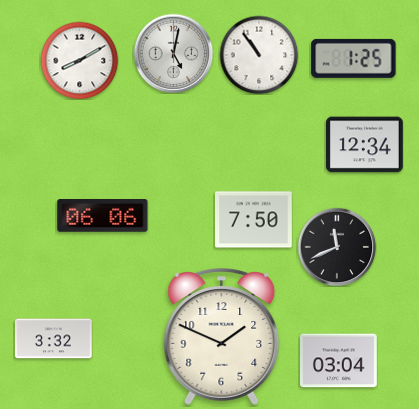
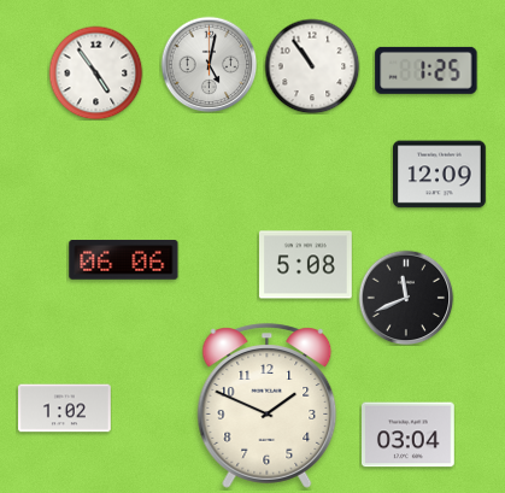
clock at (79, 60): 8:10 -> 4:54
clock at (365, 145): 12:34 -> 12:09
clock at (254, 220): 7:50 -> 5:08
clock at (54, 339): 3:32 -> 1:02
